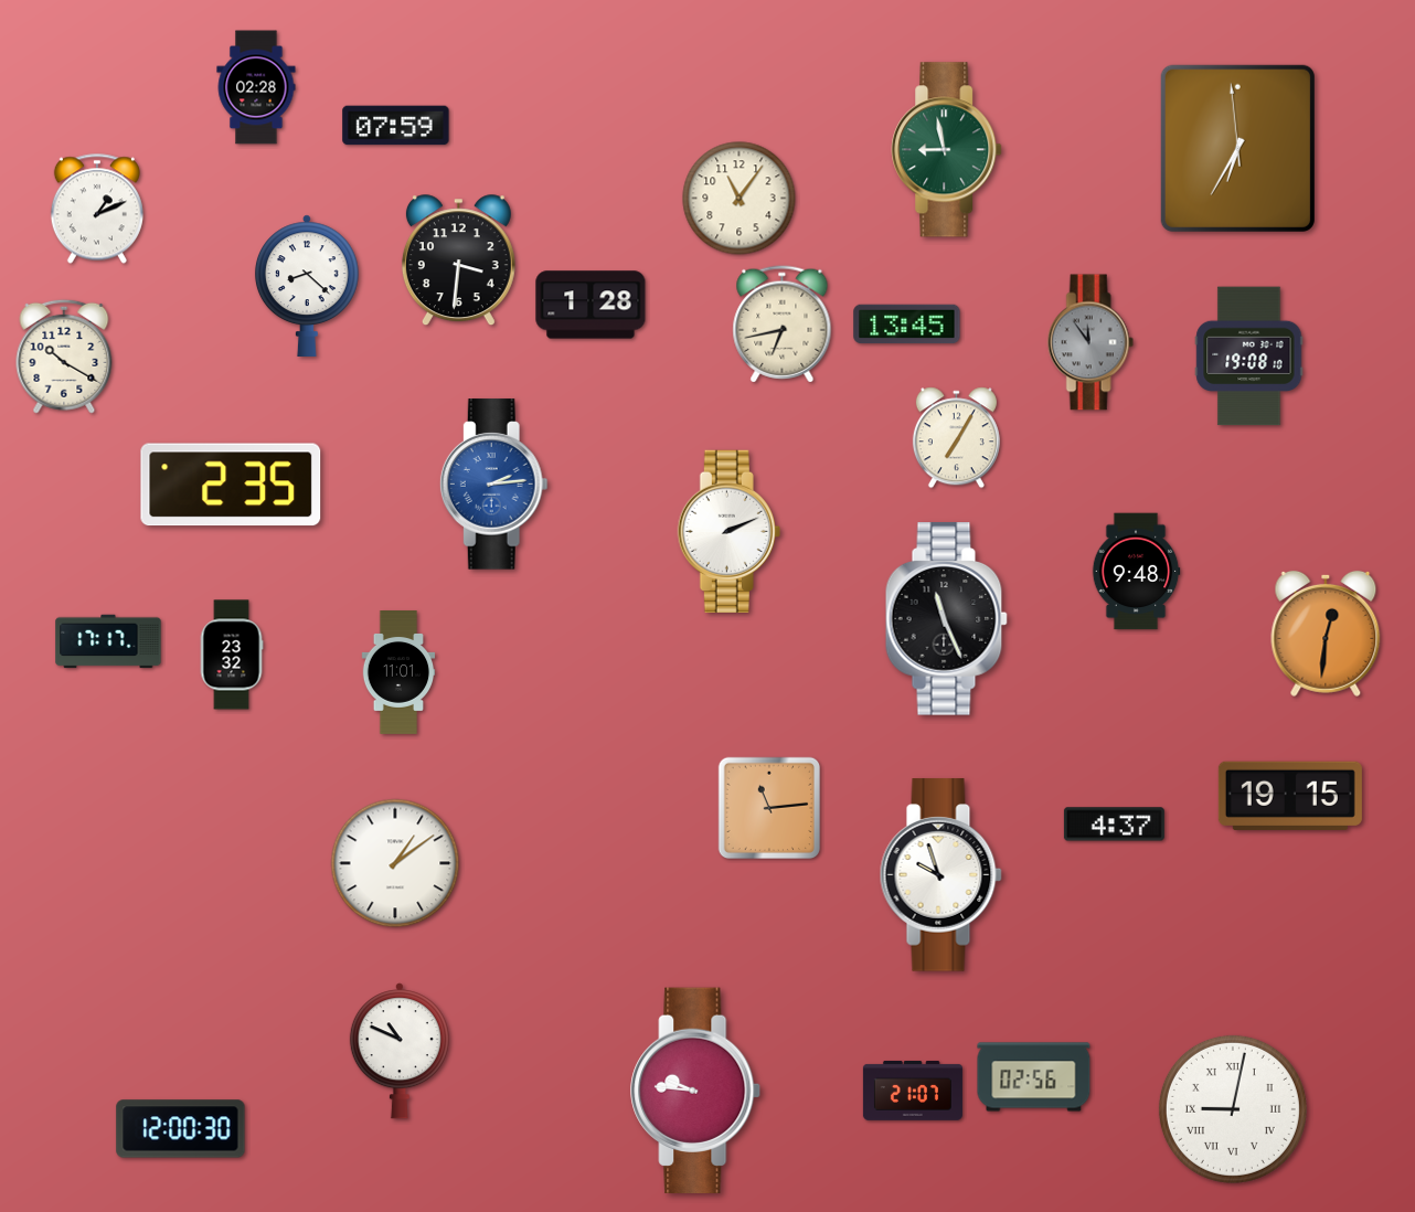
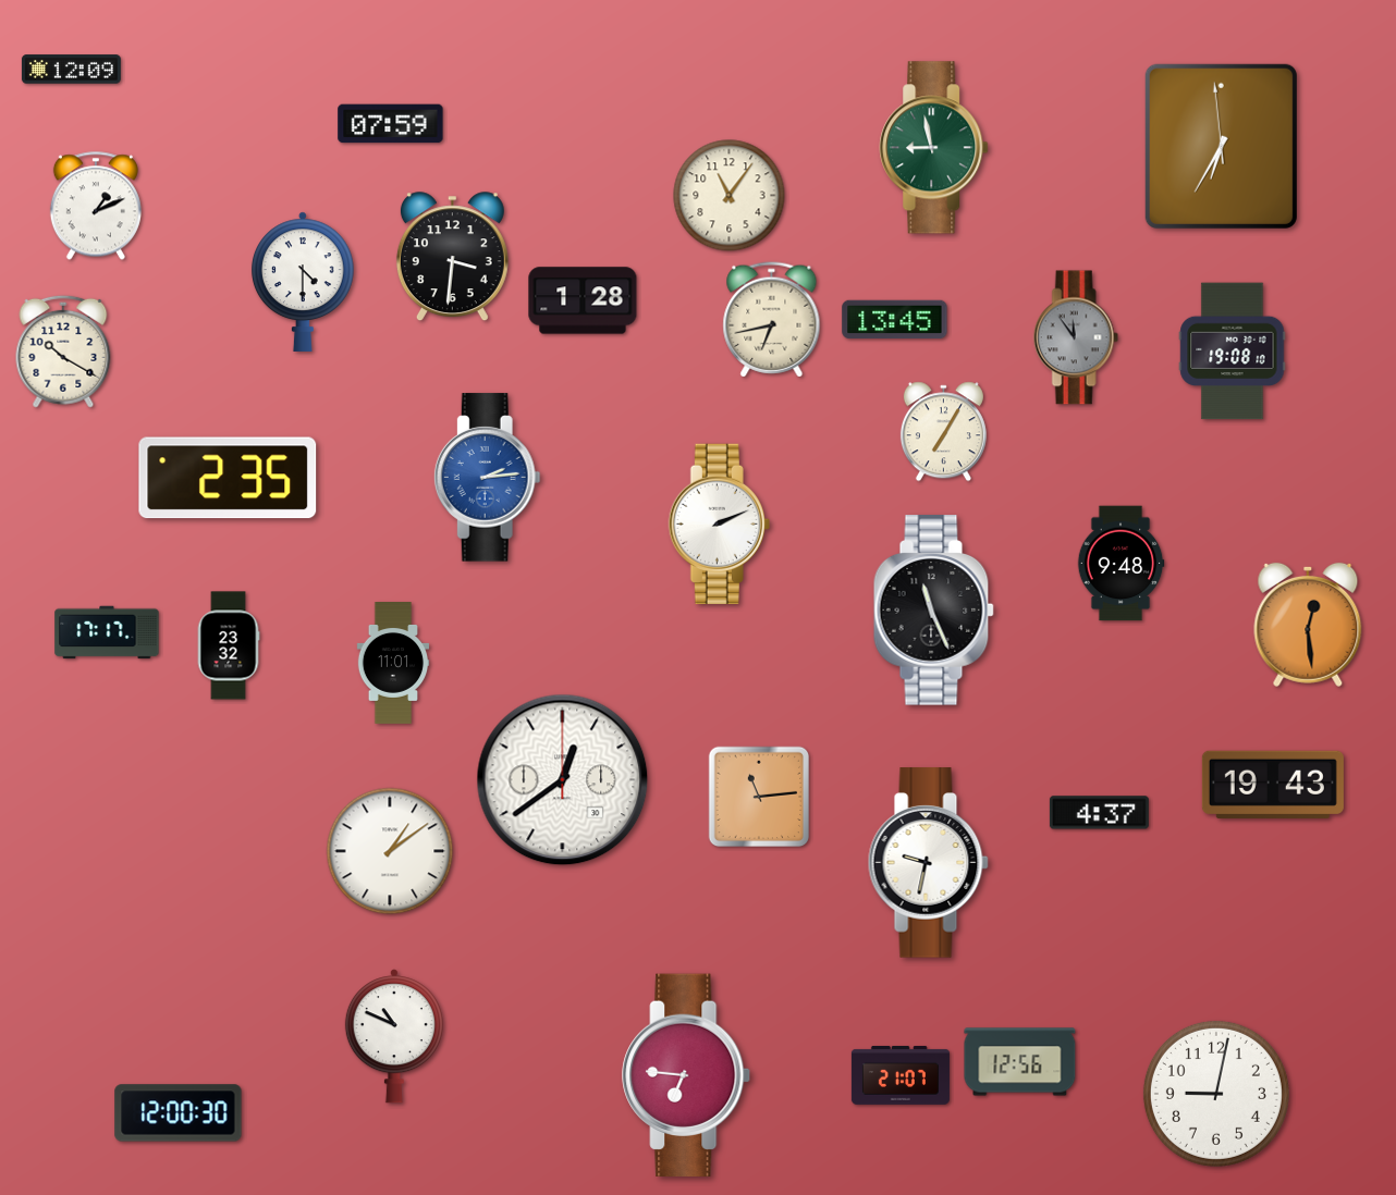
clock at (71, 70): none -> 12:09
clock at (256, 87): 02:28 -> none
clock at (307, 286): 8:22 -> 4:30
clock at (1326, 634): 12:31 -> 12:29
clock at (563, 780): none -> 12:39
clock at (1290, 796): 19:15 -> 19:43
clock at (940, 875): 9:57 -> 9:32
clock at (1034, 1077): 02:56 -> 12:56
clock at (696, 1089): 9:46 -> 6:46
clock at (1233, 1109) numerals: Roman -> Arabic
